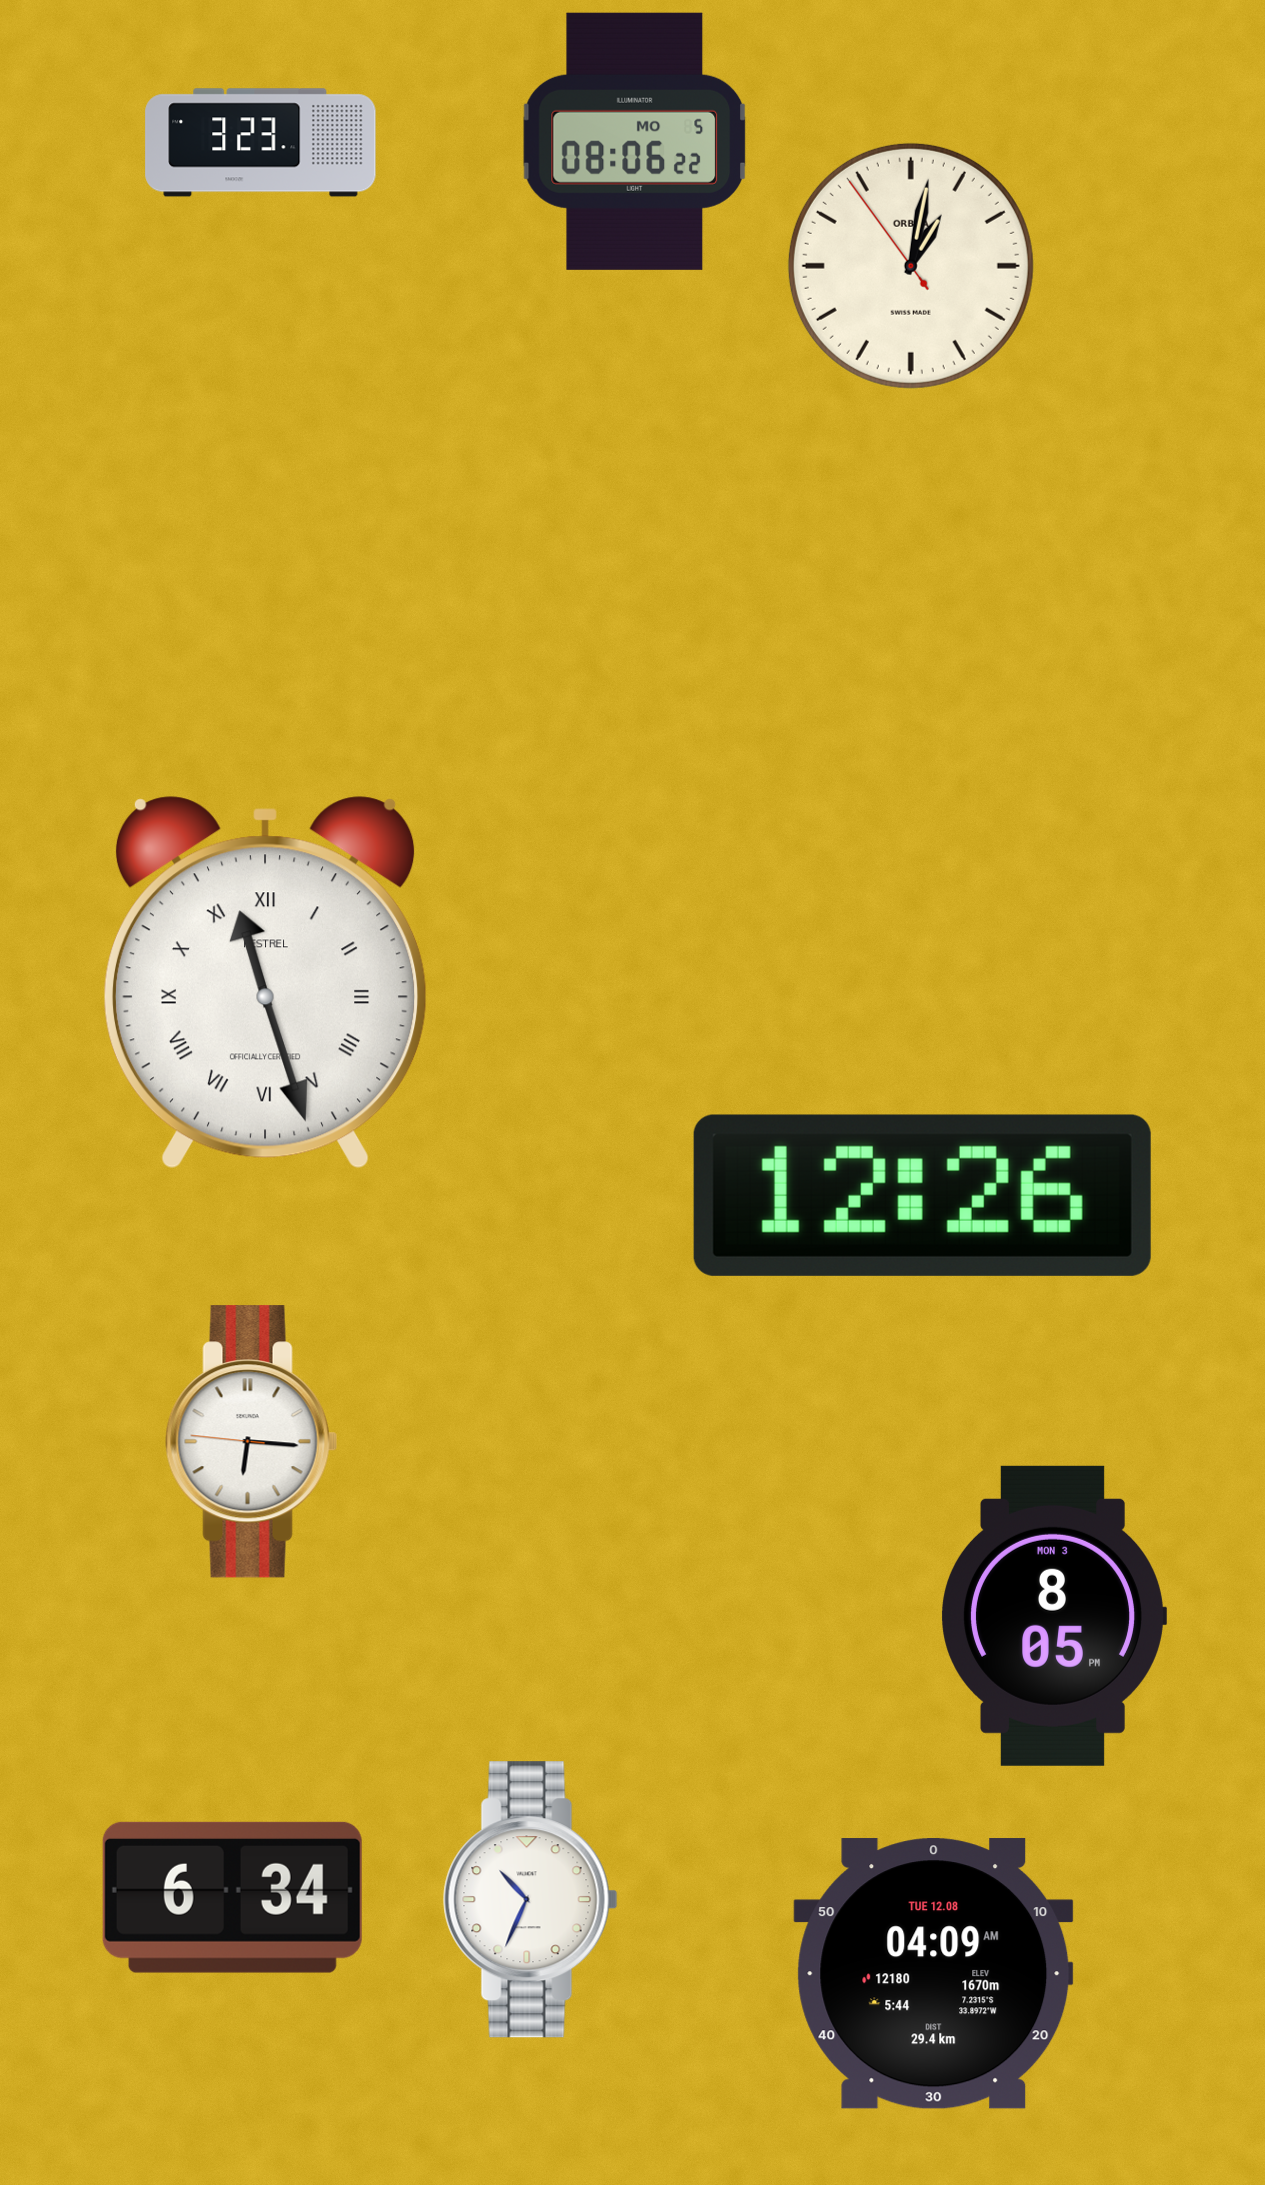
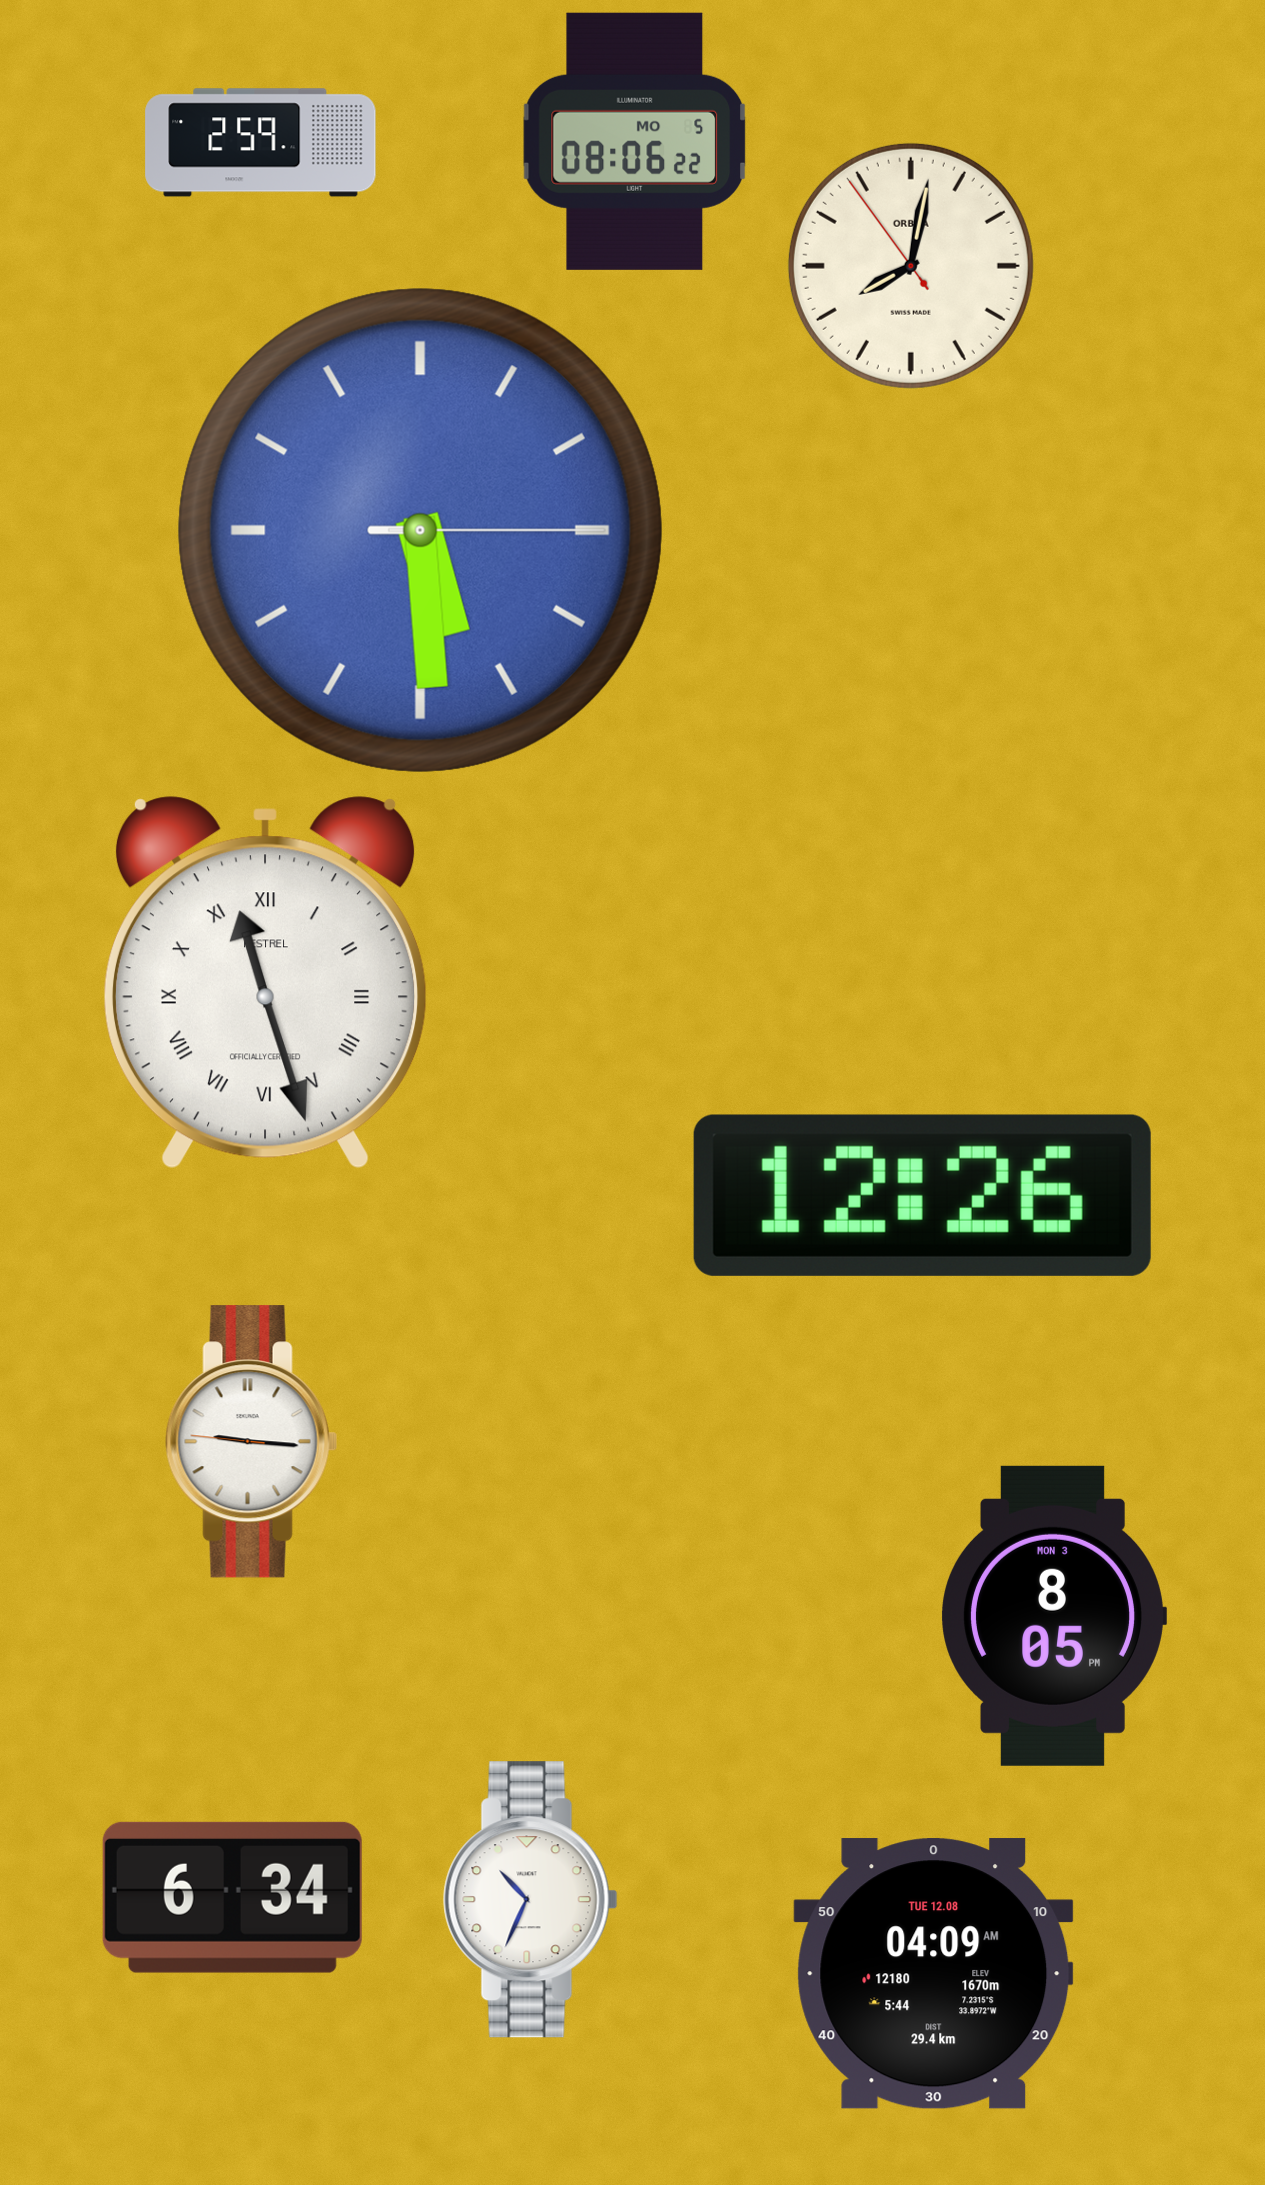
clock at (261, 143): 3:23 -> 2:59
clock at (911, 266): 1:01 -> 8:01
clock at (420, 530): none -> 5:29
clock at (252, 1442): 6:15 -> 9:15
